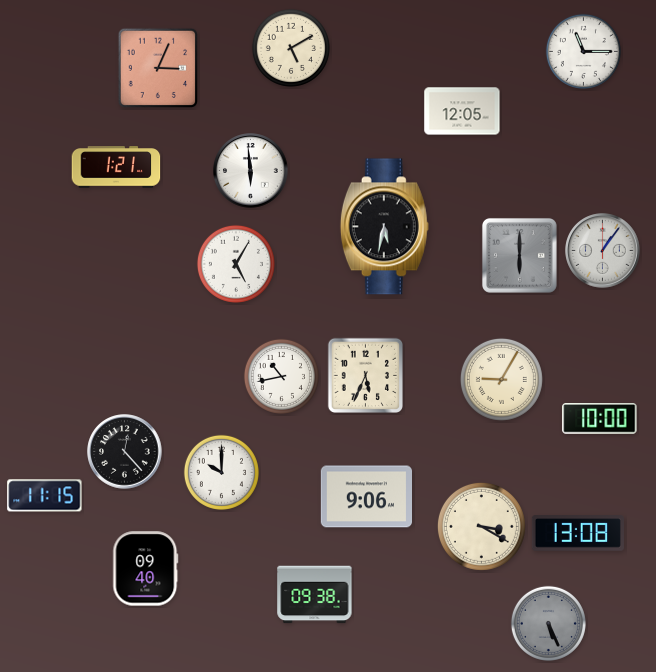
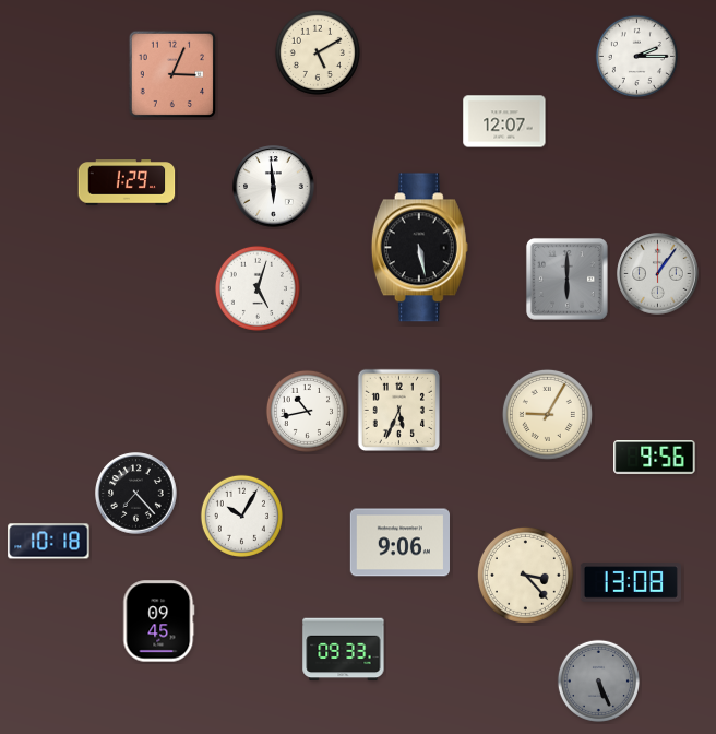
clock at (583, 51): 11:15 -> 2:15
clock at (462, 111): 12:05 -> 12:07
clock at (116, 167): 1:21 -> 1:29
clock at (384, 227): 5:32 -> 5:28
clock at (236, 264): 5:05 -> 5:03
clock at (600, 419): 10:00 -> 9:56
clock at (125, 452): 12:23 -> 7:23
clock at (221, 472): 10:00 -> 10:05
clock at (45, 496): 11:15 -> 10:18
clock at (481, 526): 3:20 -> 3:23
clock at (146, 569): 09:40 -> 09:45
clock at (315, 595): 09:38 -> 09:33
